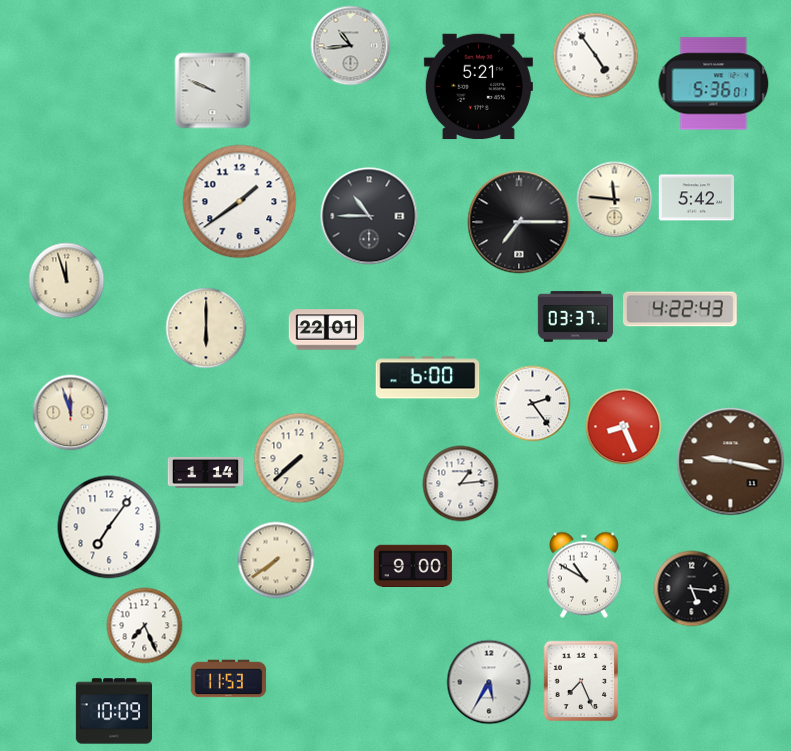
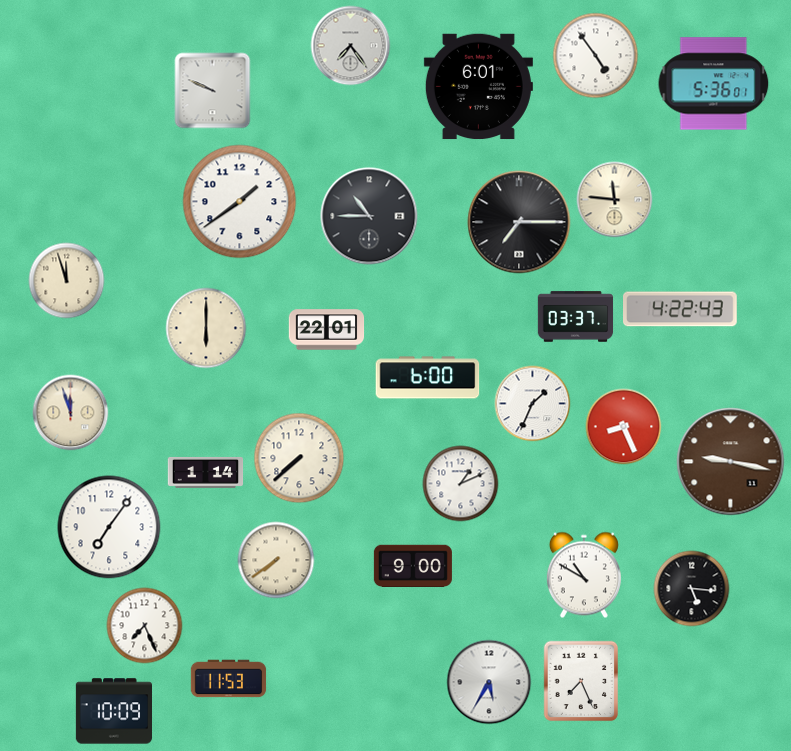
clock at (351, 46): 10:44 -> 7:24
clock at (478, 87): 5:21 -> 6:01
clock at (697, 198): 5:42 -> none
clock at (533, 404): 2:24 -> 1:34
clock at (461, 484): 1:14 -> 1:11
